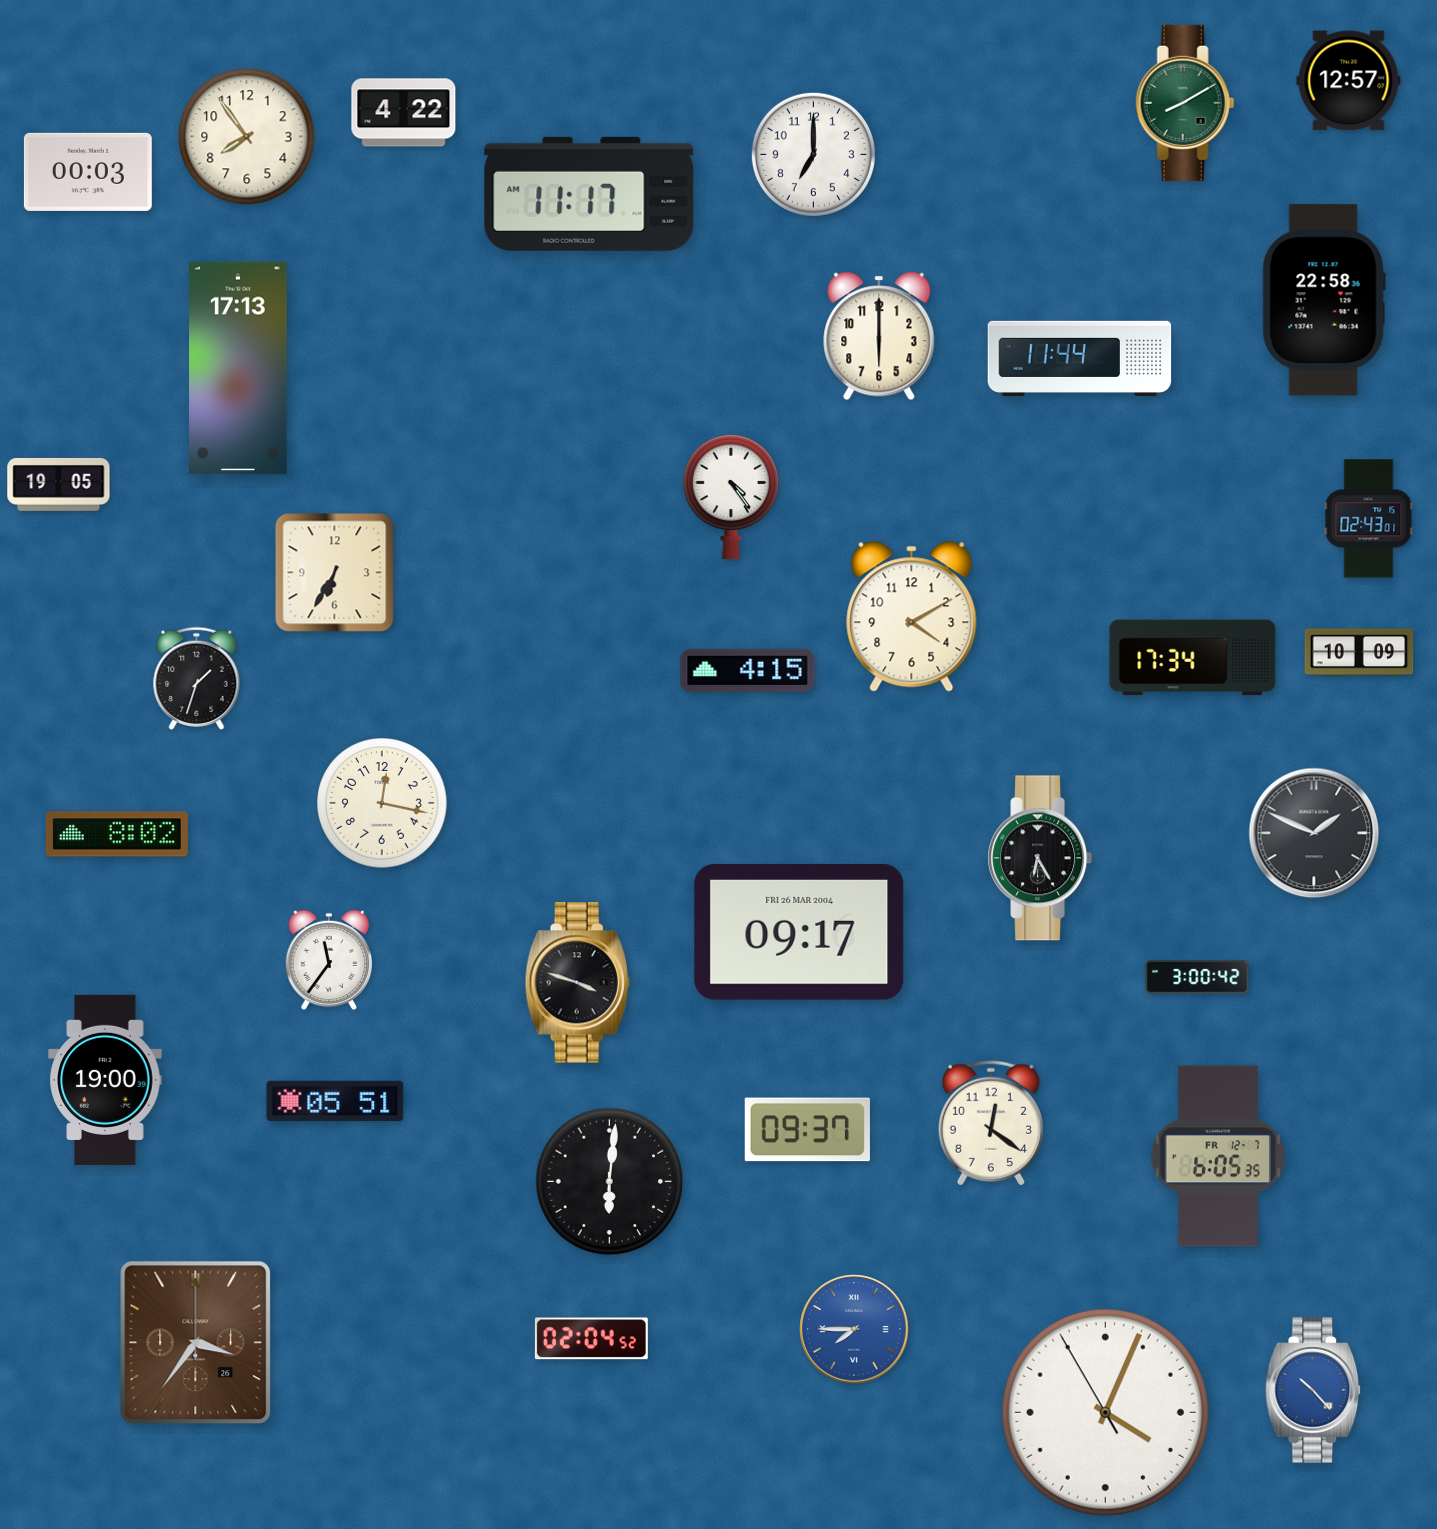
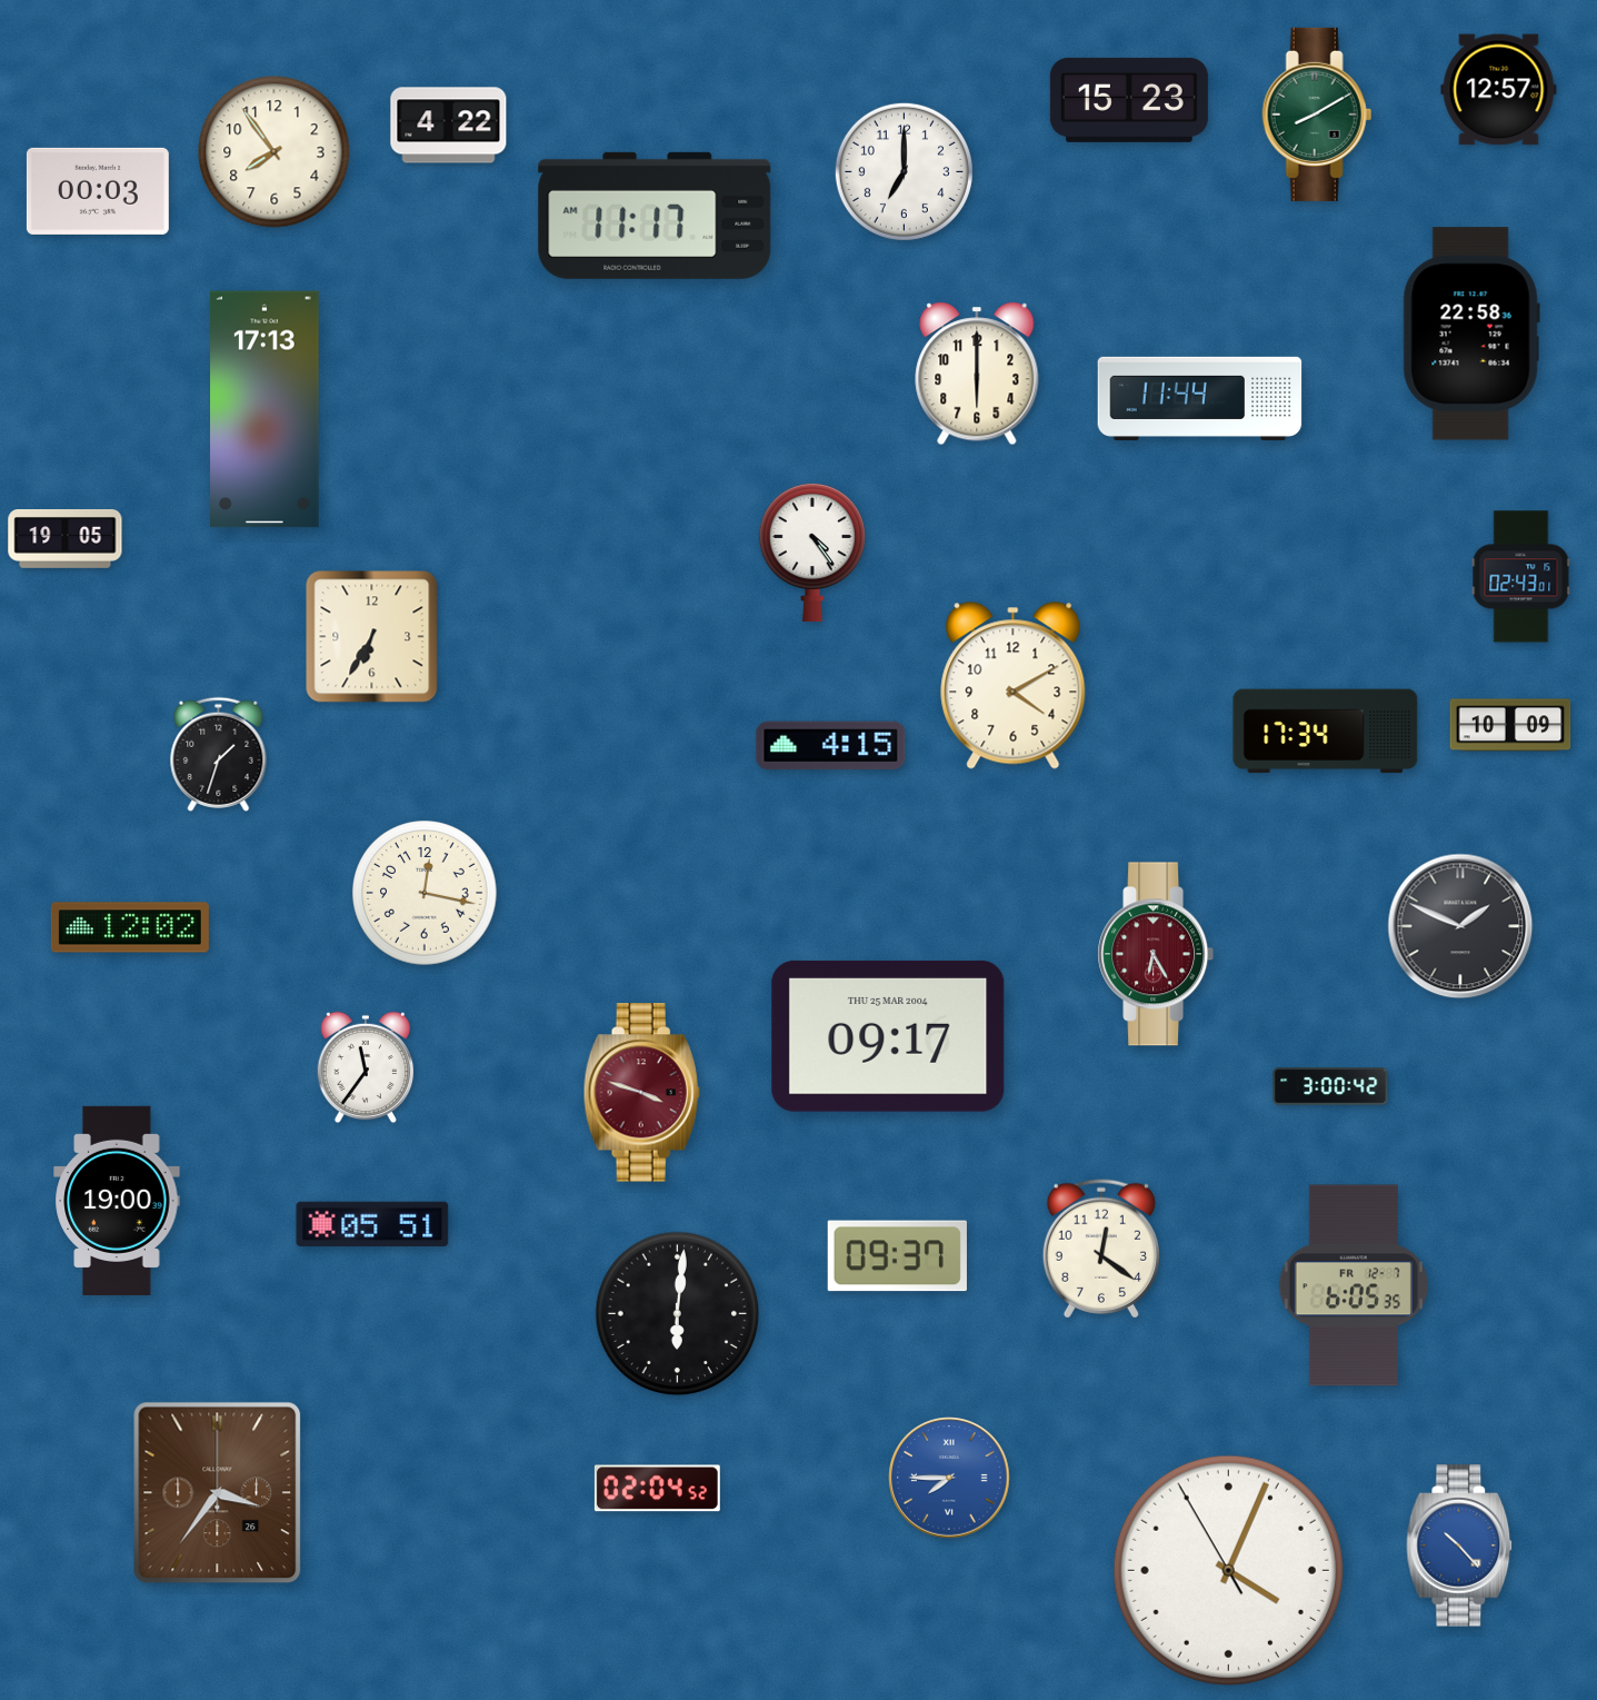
clock at (1129, 100): none -> 15:23
clock at (117, 834): 8:02 -> 12:02
clock at (1040, 858) dial: black -> burgundy
clock at (799, 932) date: FRI 26 MAR 2004 -> THU 25 MAR 2004
clock at (577, 983) dial: black -> burgundy
